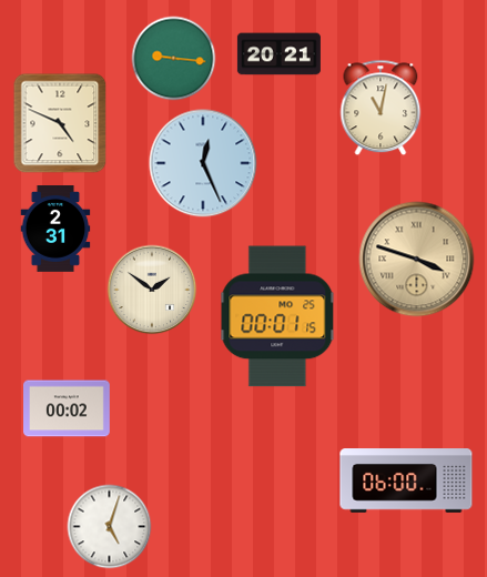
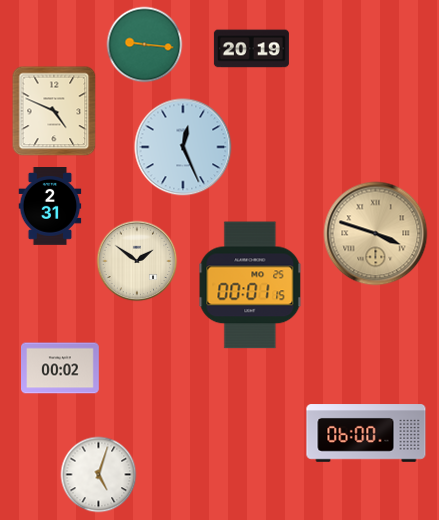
clock at (278, 54): 20:21 -> 20:19
clock at (174, 59) position: (174, 59) -> (145, 45)
clock at (381, 108): 11:02 -> none
